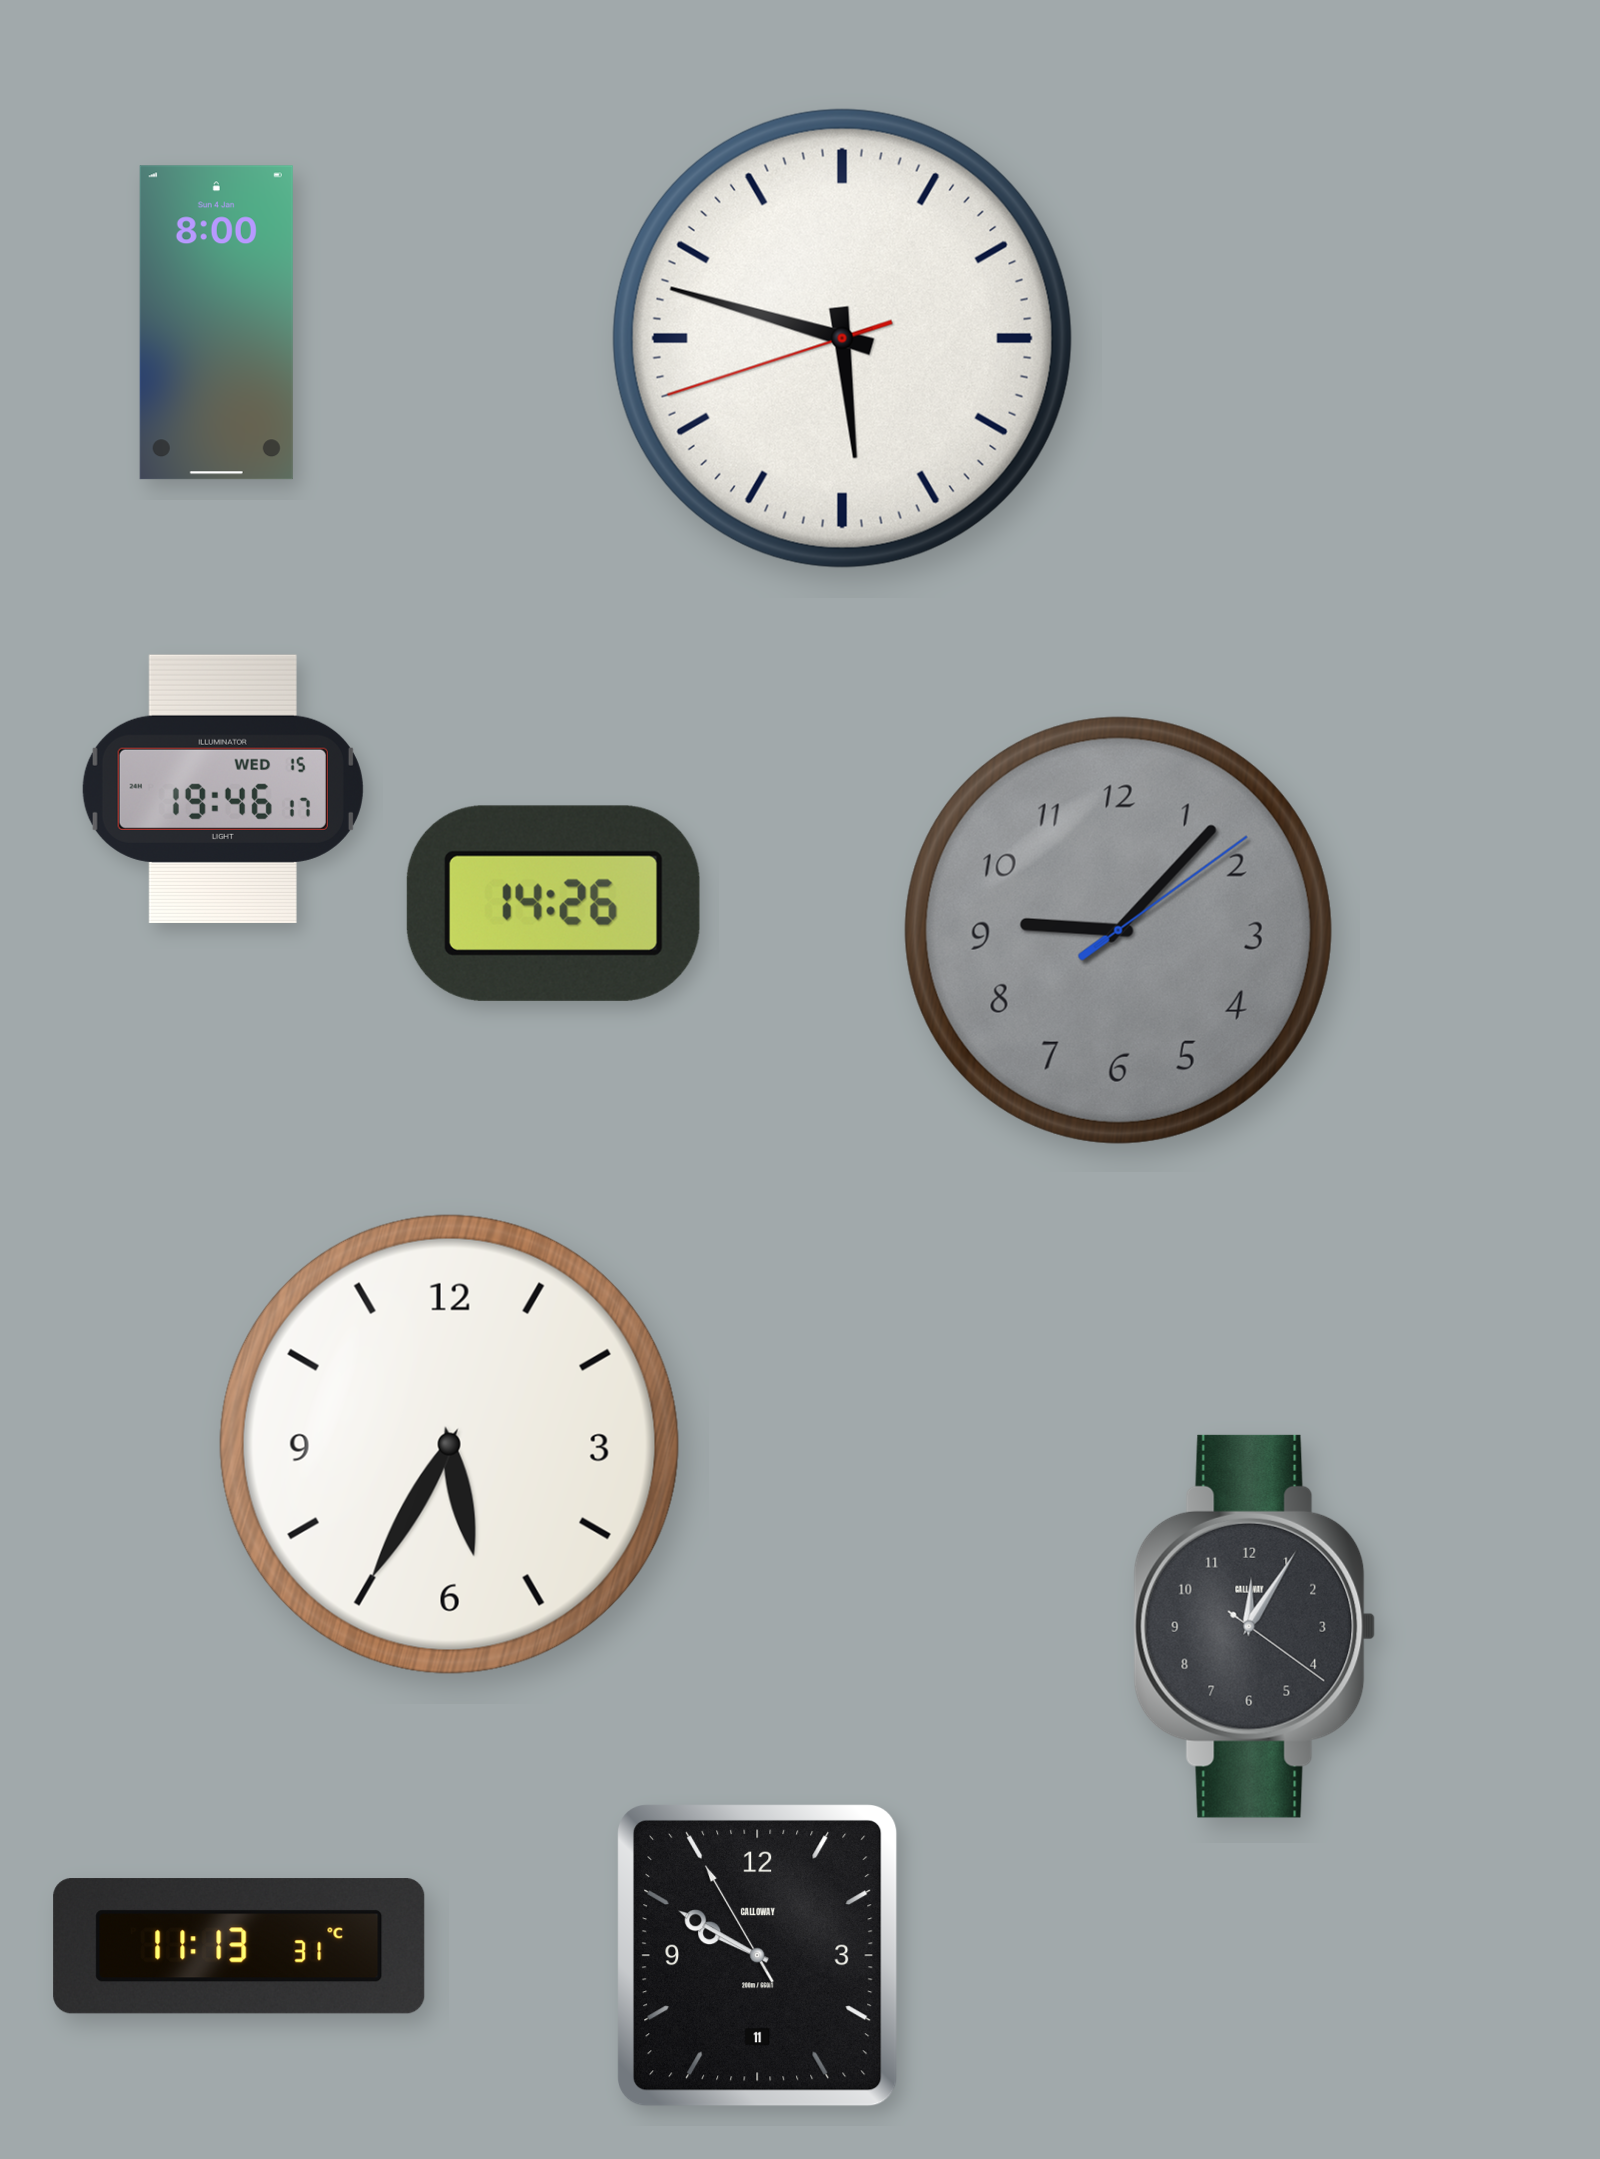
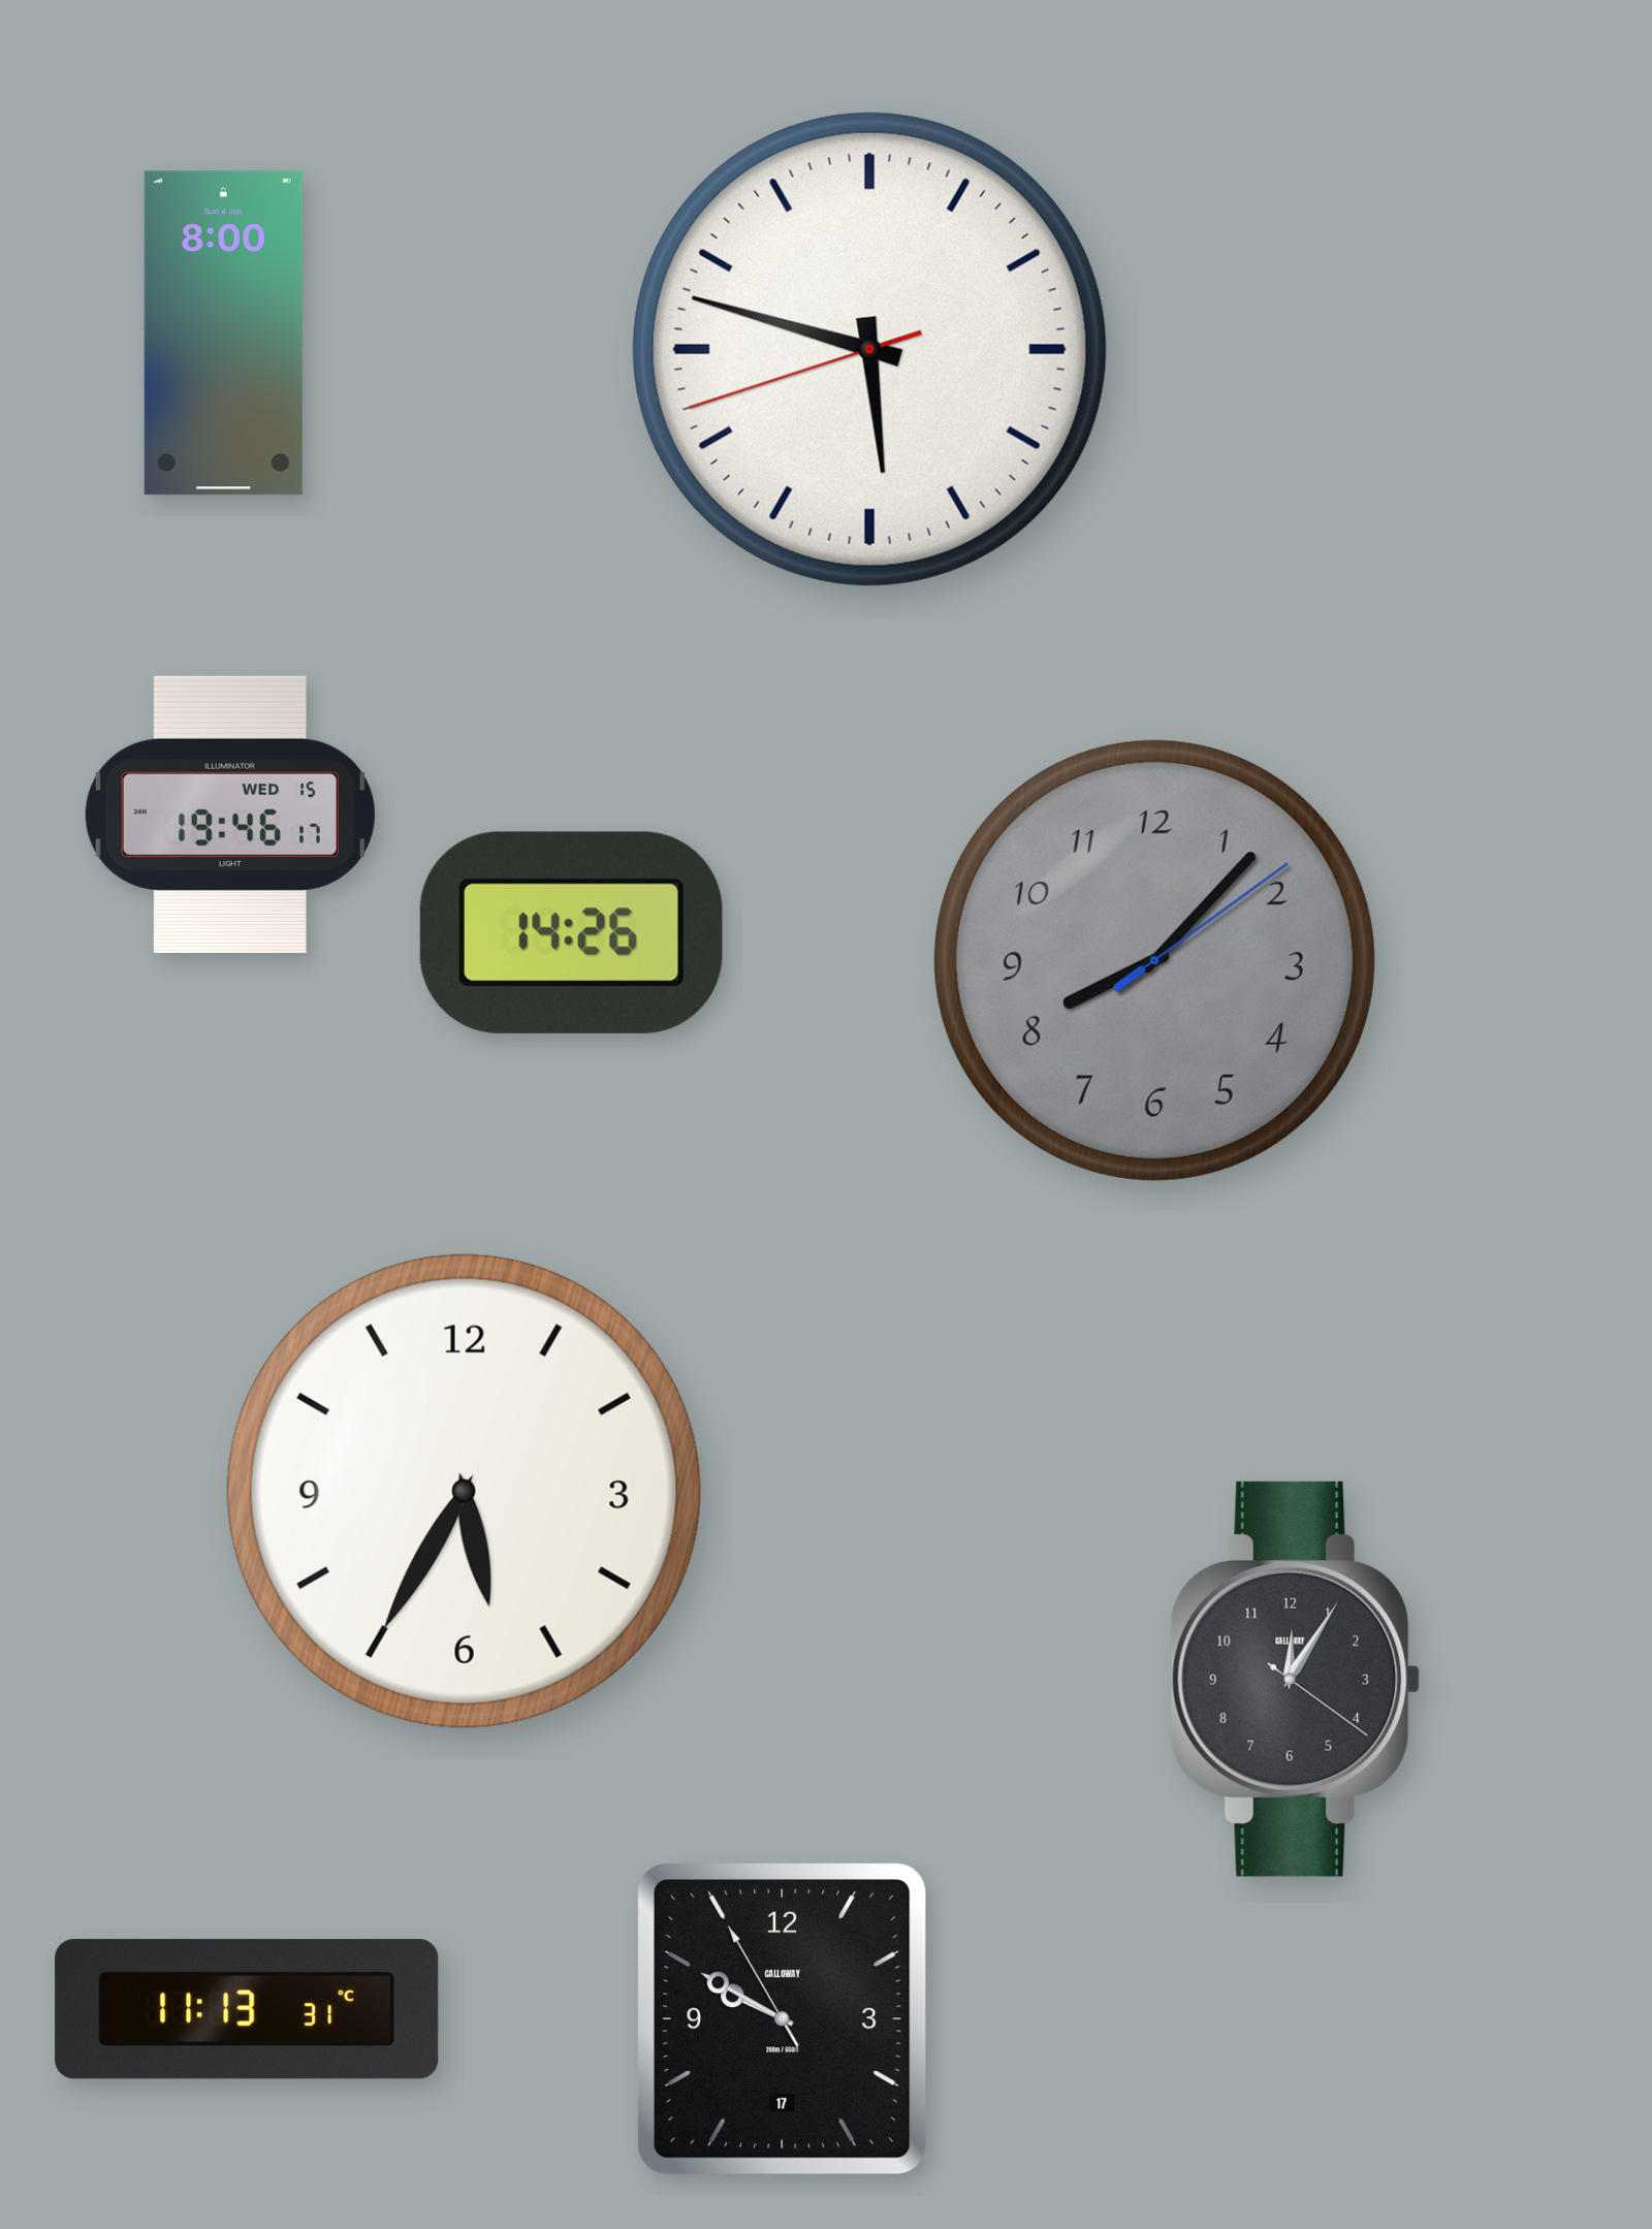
clock at (1118, 930): 9:07 -> 8:07
clock at (758, 1956) date: 11 -> 17
